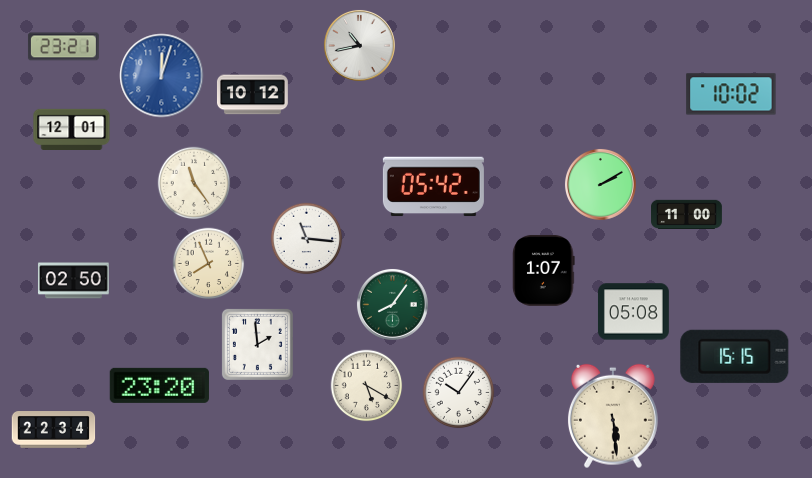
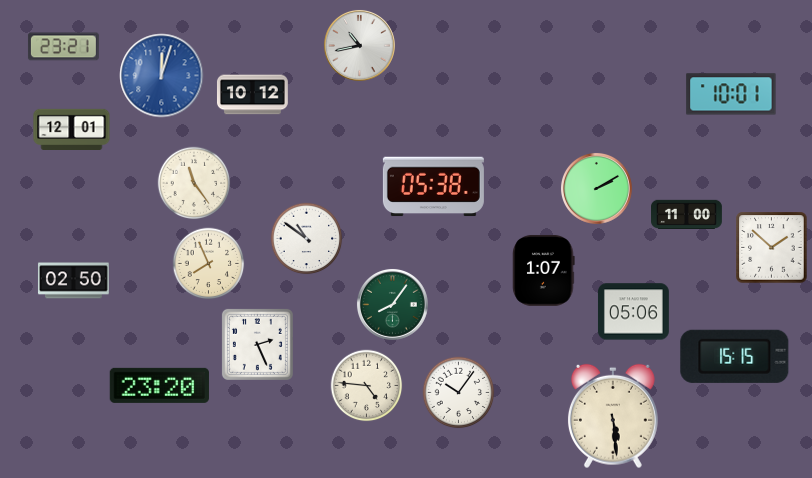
clock at (731, 94): 10:02 -> 10:01
clock at (600, 184) position: (600, 184) -> (596, 188)
clock at (433, 187): 05:42 -> 05:38
clock at (307, 239): 11:16 -> 10:51
clock at (772, 248): none -> 1:52
clock at (633, 312): 05:08 -> 05:06
clock at (257, 344): 1:59 -> 2:26
clock at (367, 386): 5:20 -> 4:46
clock at (54, 430): 22:34 -> none
